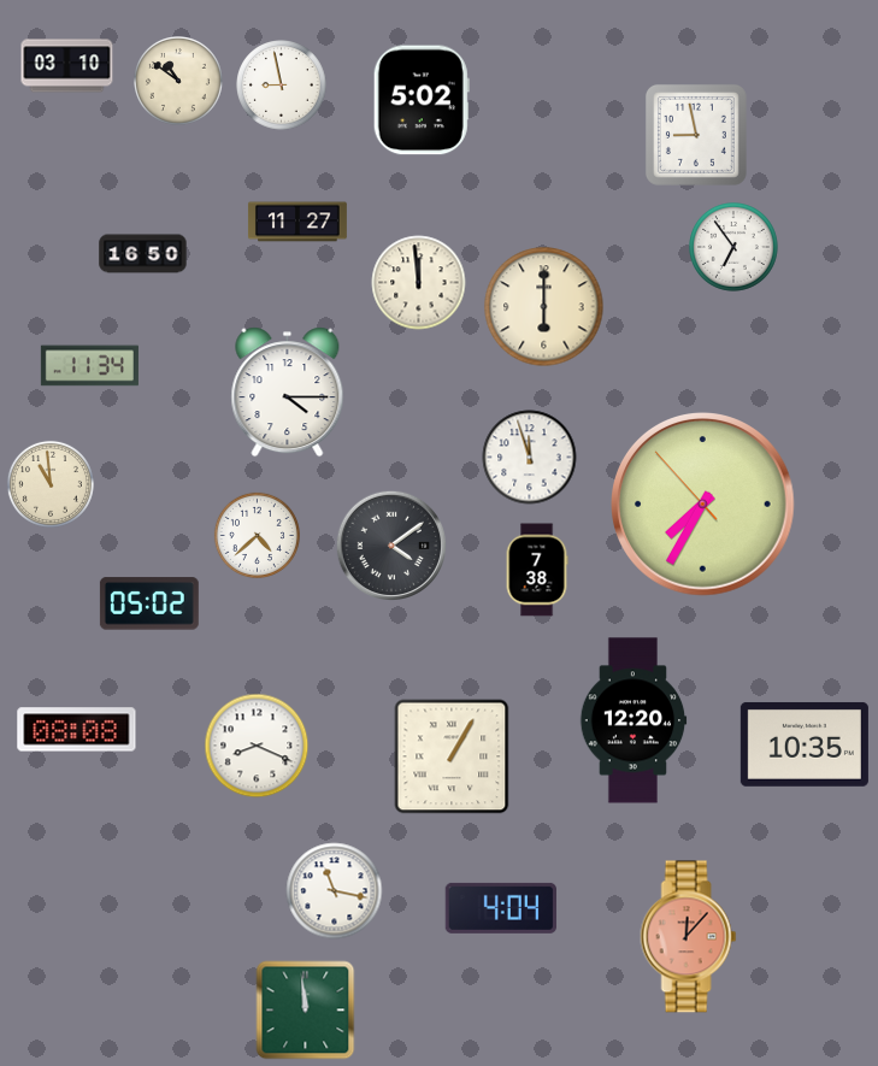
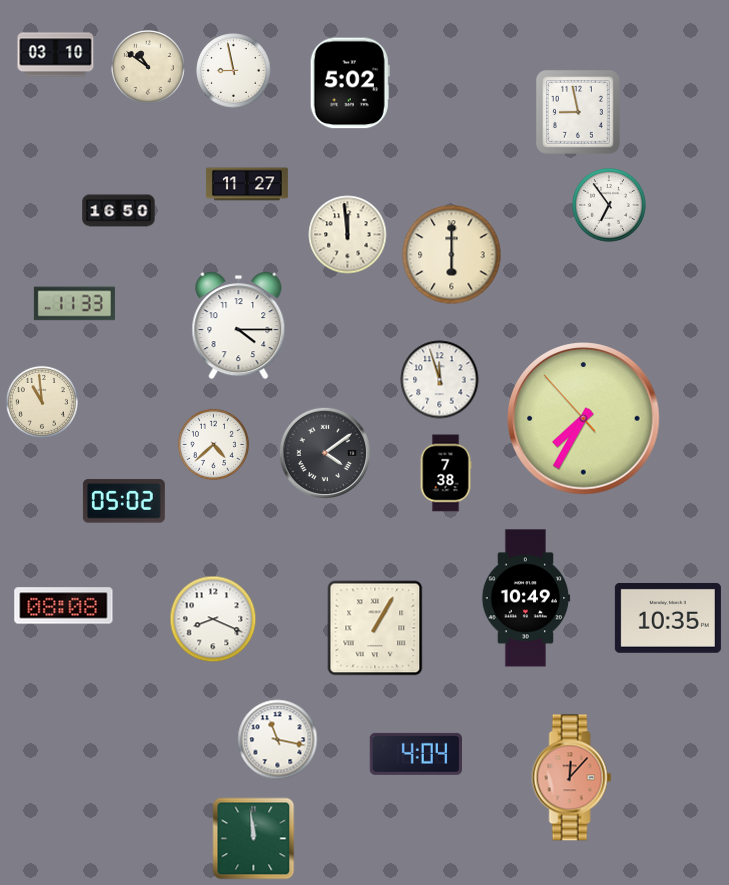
clock at (89, 366): 11:34 -> 11:33
clock at (634, 720): 12:20 -> 10:49
